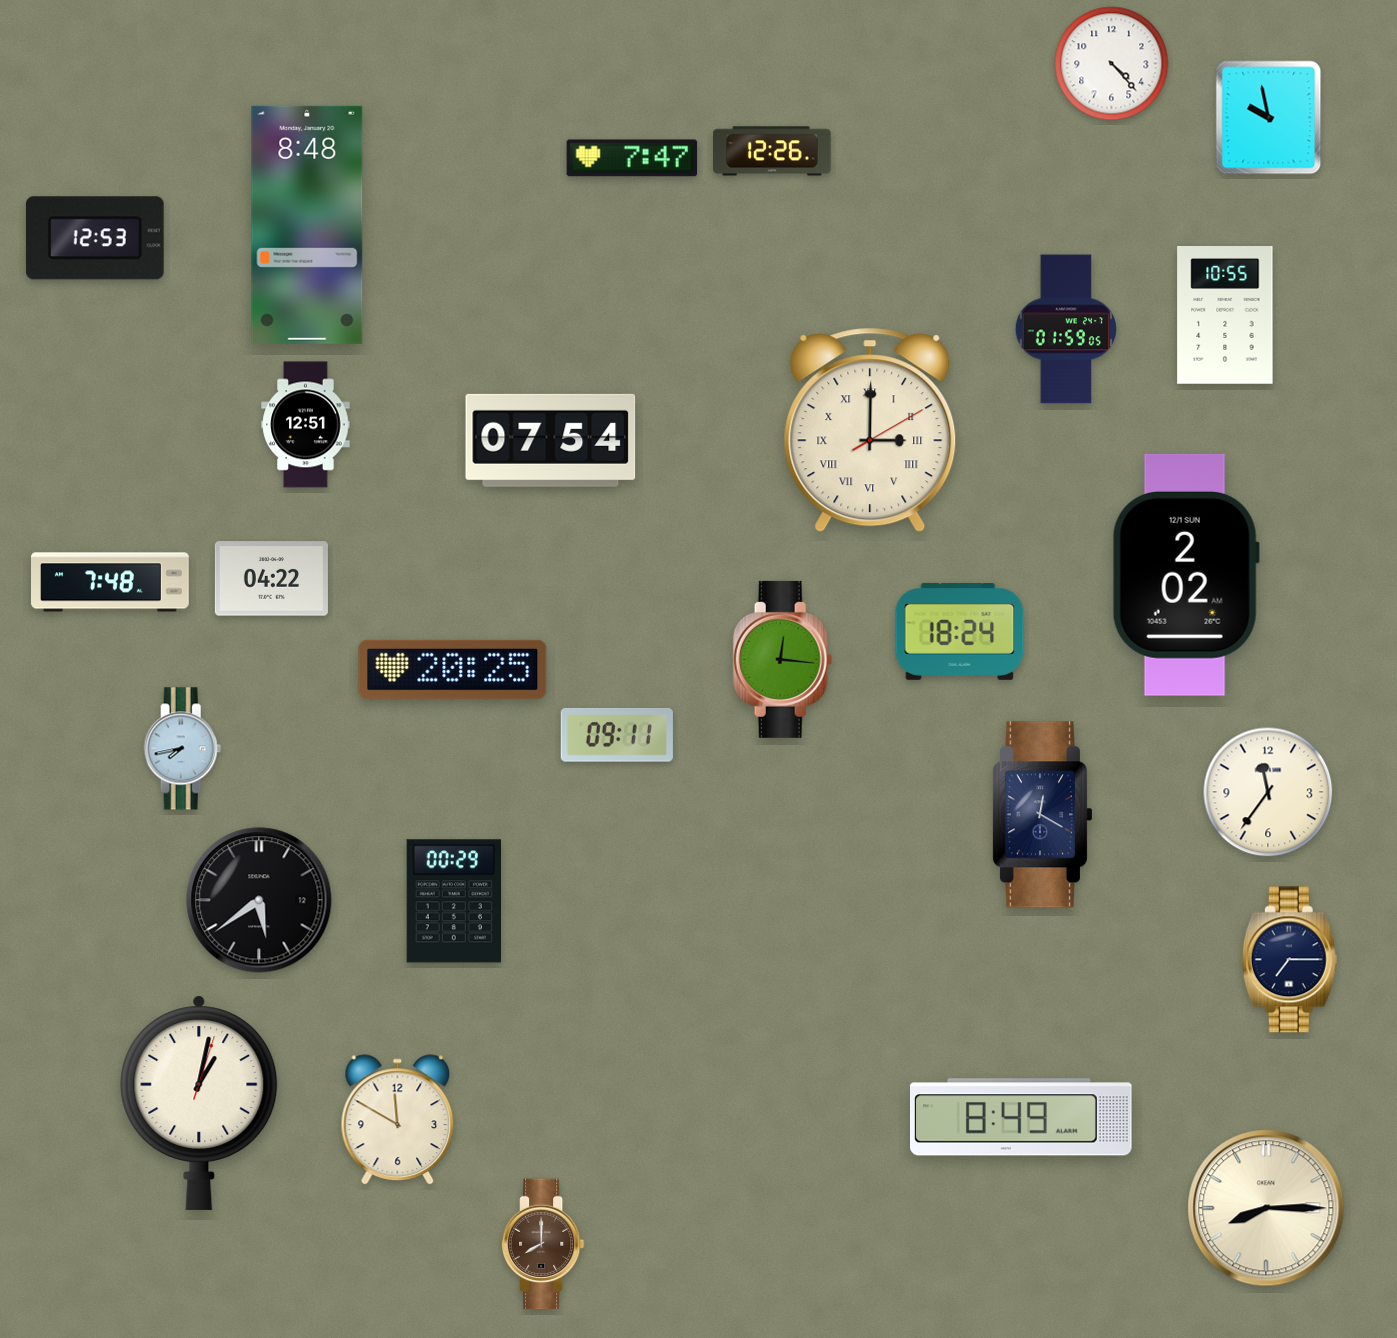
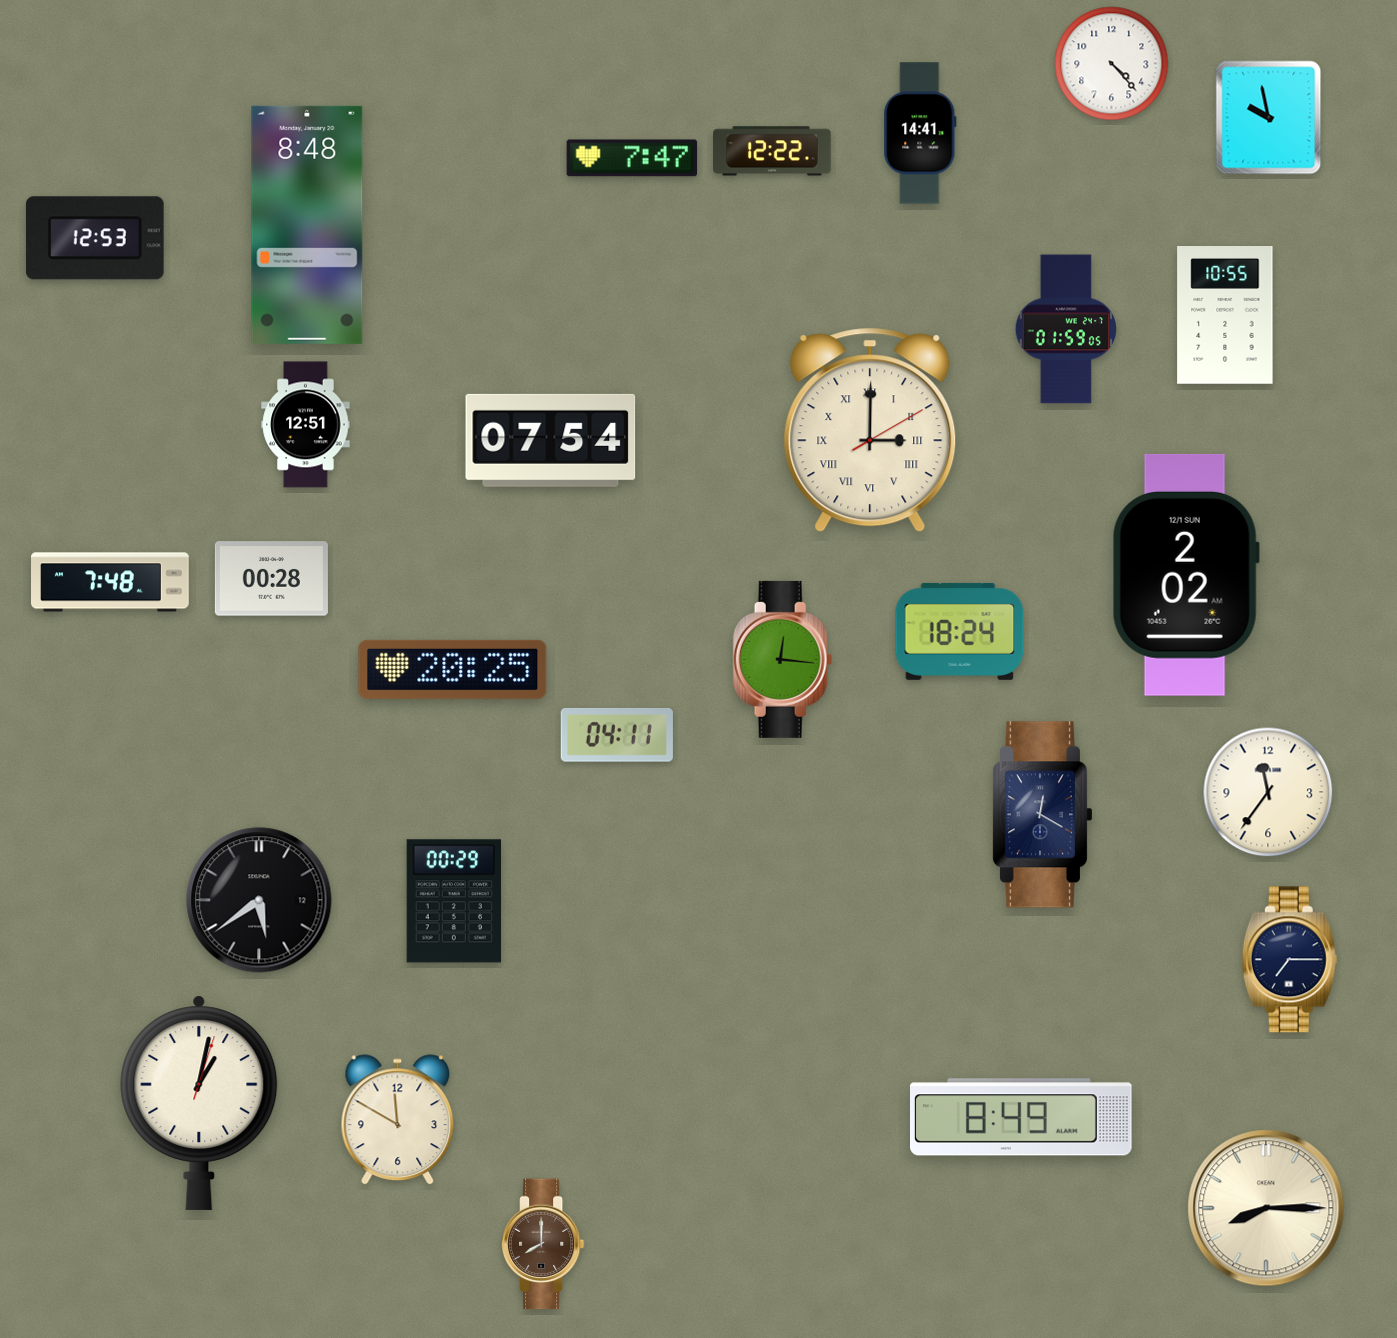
clock at (920, 133): none -> 14:41
clock at (772, 151): 12:26 -> 12:22
clock at (271, 579): 04:22 -> 00:28
clock at (617, 735): 09:11 -> 04:11
clock at (183, 749): 7:43 -> none
